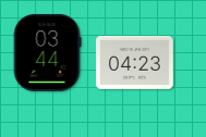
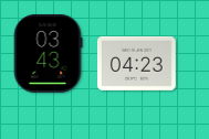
clock at (47, 52): 03:44 -> 03:43
